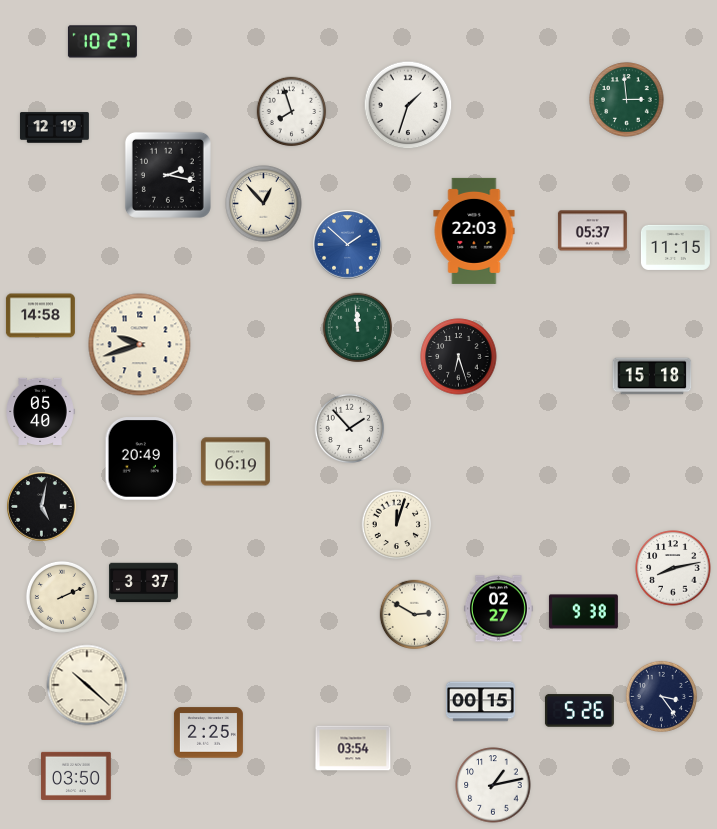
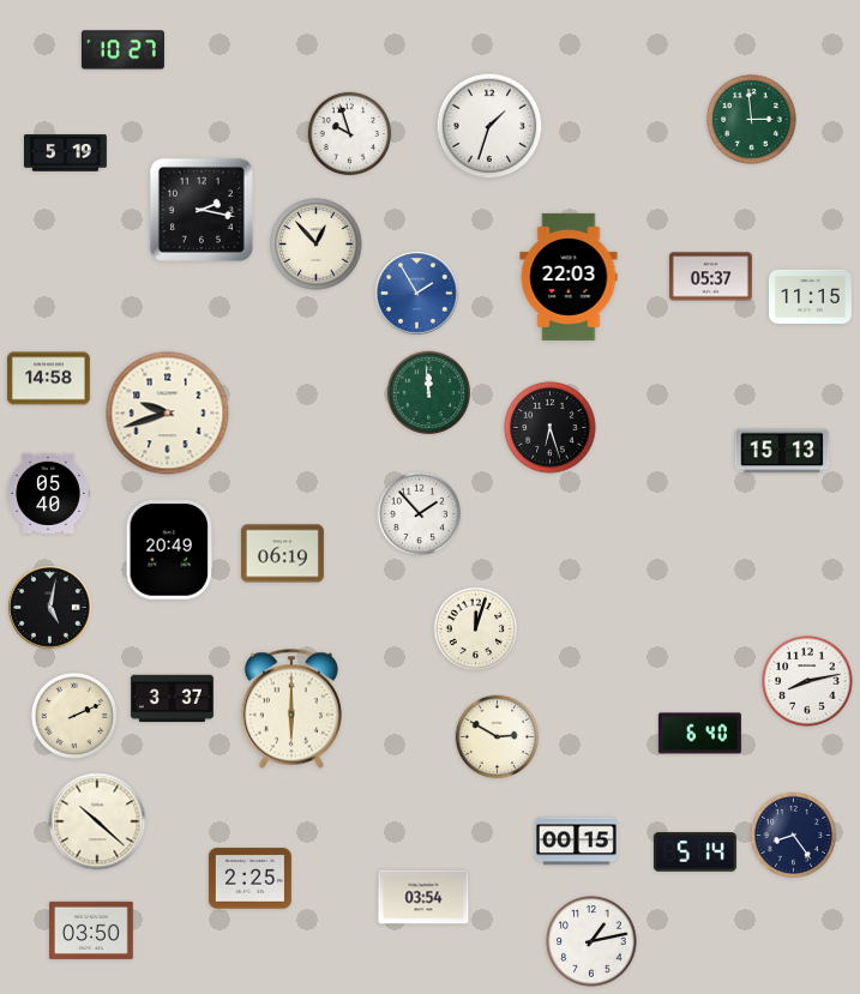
clock at (292, 112): 7:57 -> 9:57
clock at (54, 128): 12:19 -> 5:19
clock at (348, 245): 1:52 -> 1:55
clock at (652, 376): 15:18 -> 15:13
clock at (291, 709): none -> 6:00
clock at (498, 609): 02:27 -> none
clock at (583, 612): 9:38 -> 6:40
clock at (87, 685) position: (87, 685) -> (97, 821)
clock at (661, 696): 3:24 -> 8:24
clock at (579, 711): 5:26 -> 5:14
